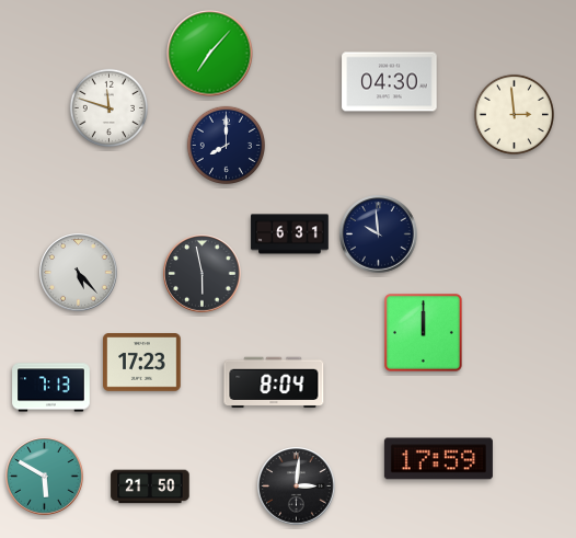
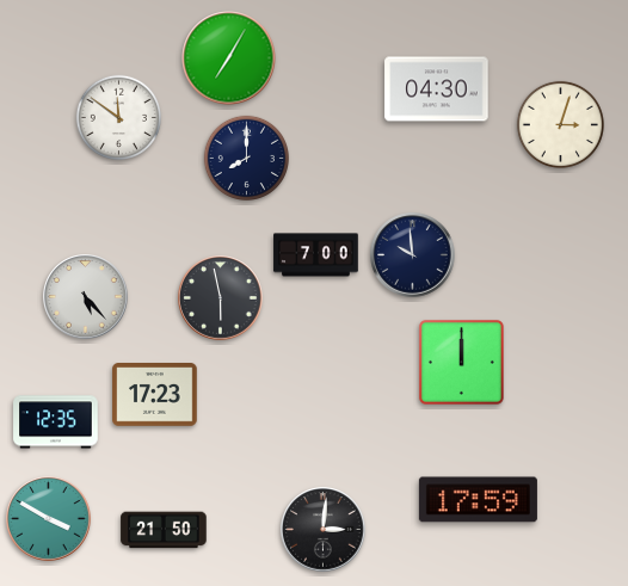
clock at (210, 54): 7:07 -> 7:05
clock at (390, 82) position: (390, 82) -> (437, 90)
clock at (108, 107): 11:48 -> 11:51
clock at (514, 114): 2:59 -> 3:03
clock at (290, 234): 6:31 -> 7:00
clock at (274, 382): 8:04 -> none
clock at (51, 388): 7:13 -> 12:35
clock at (45, 477): 5:50 -> 3:50
